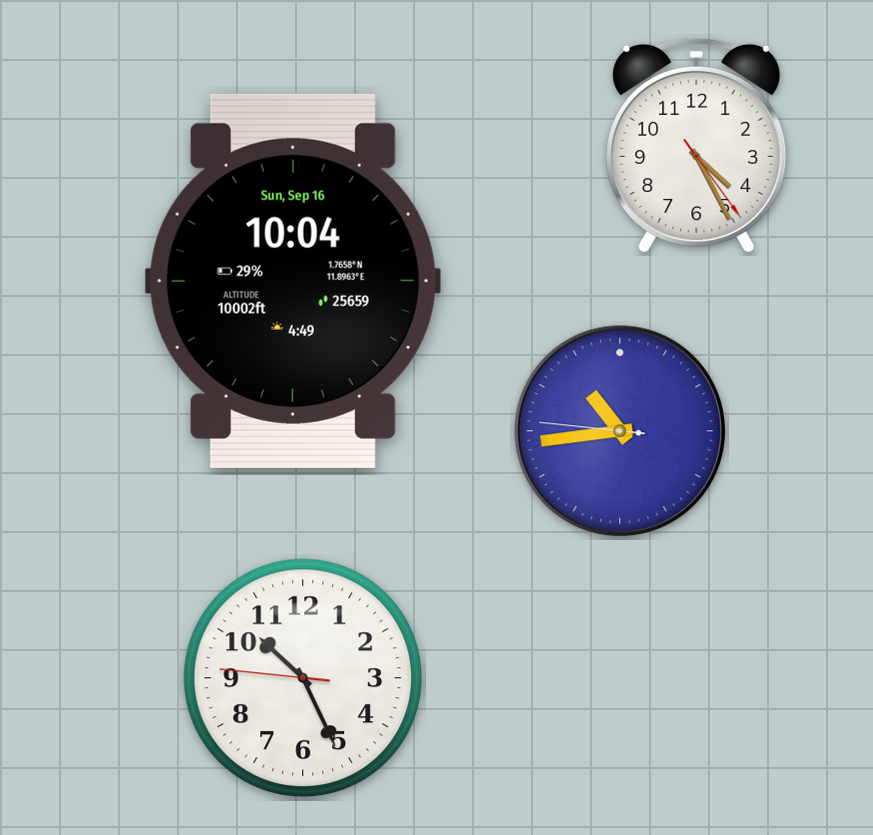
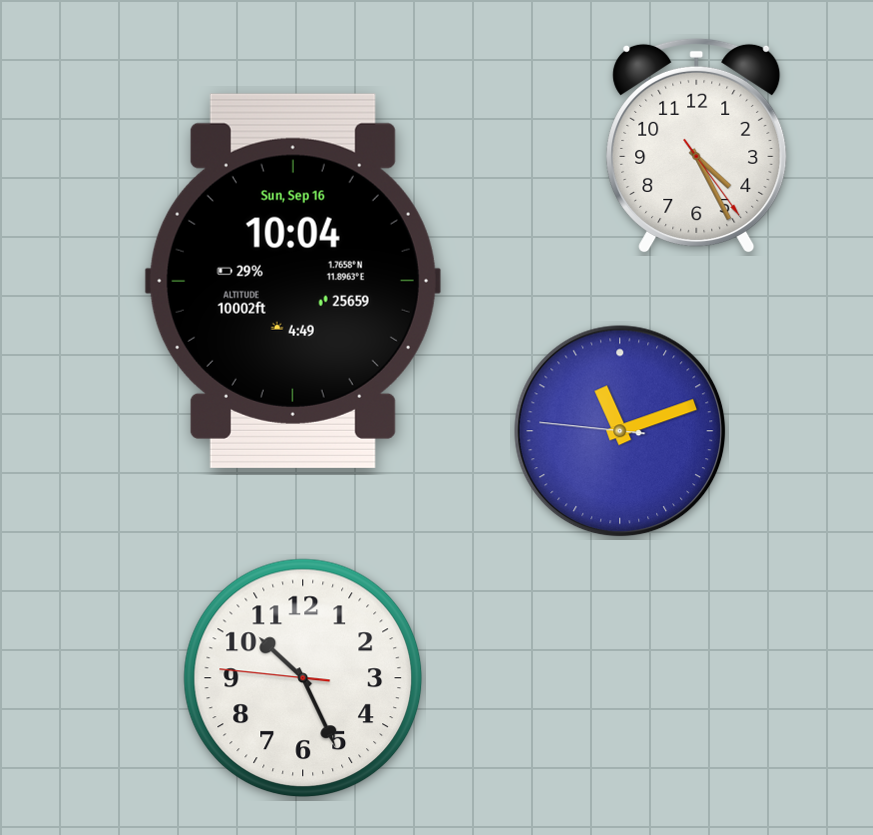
clock at (620, 431): 10:43 -> 11:11
